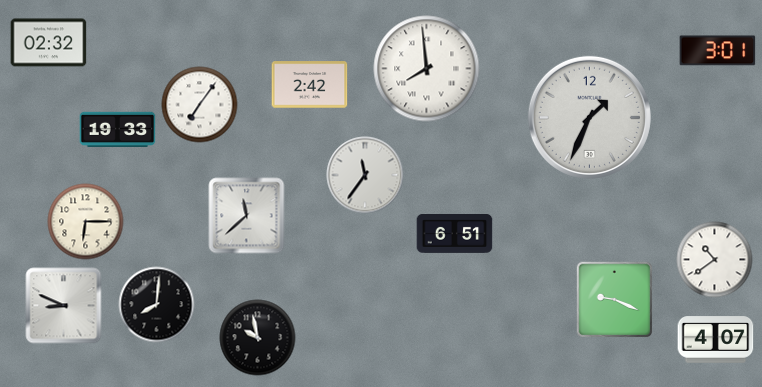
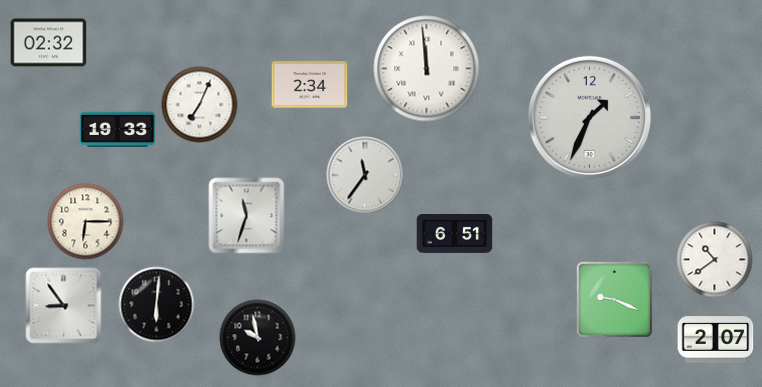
clock at (718, 51): 3:01 -> none
clock at (427, 69): 7:59 -> 11:59
clock at (310, 85): 2:42 -> 2:34
clock at (200, 105): 7:06 -> 7:04
clock at (247, 216): 11:38 -> 11:33
clock at (157, 305): 8:01 -> 6:01
clock at (64, 306): 8:49 -> 8:54
clock at (716, 340): 4:07 -> 2:07
